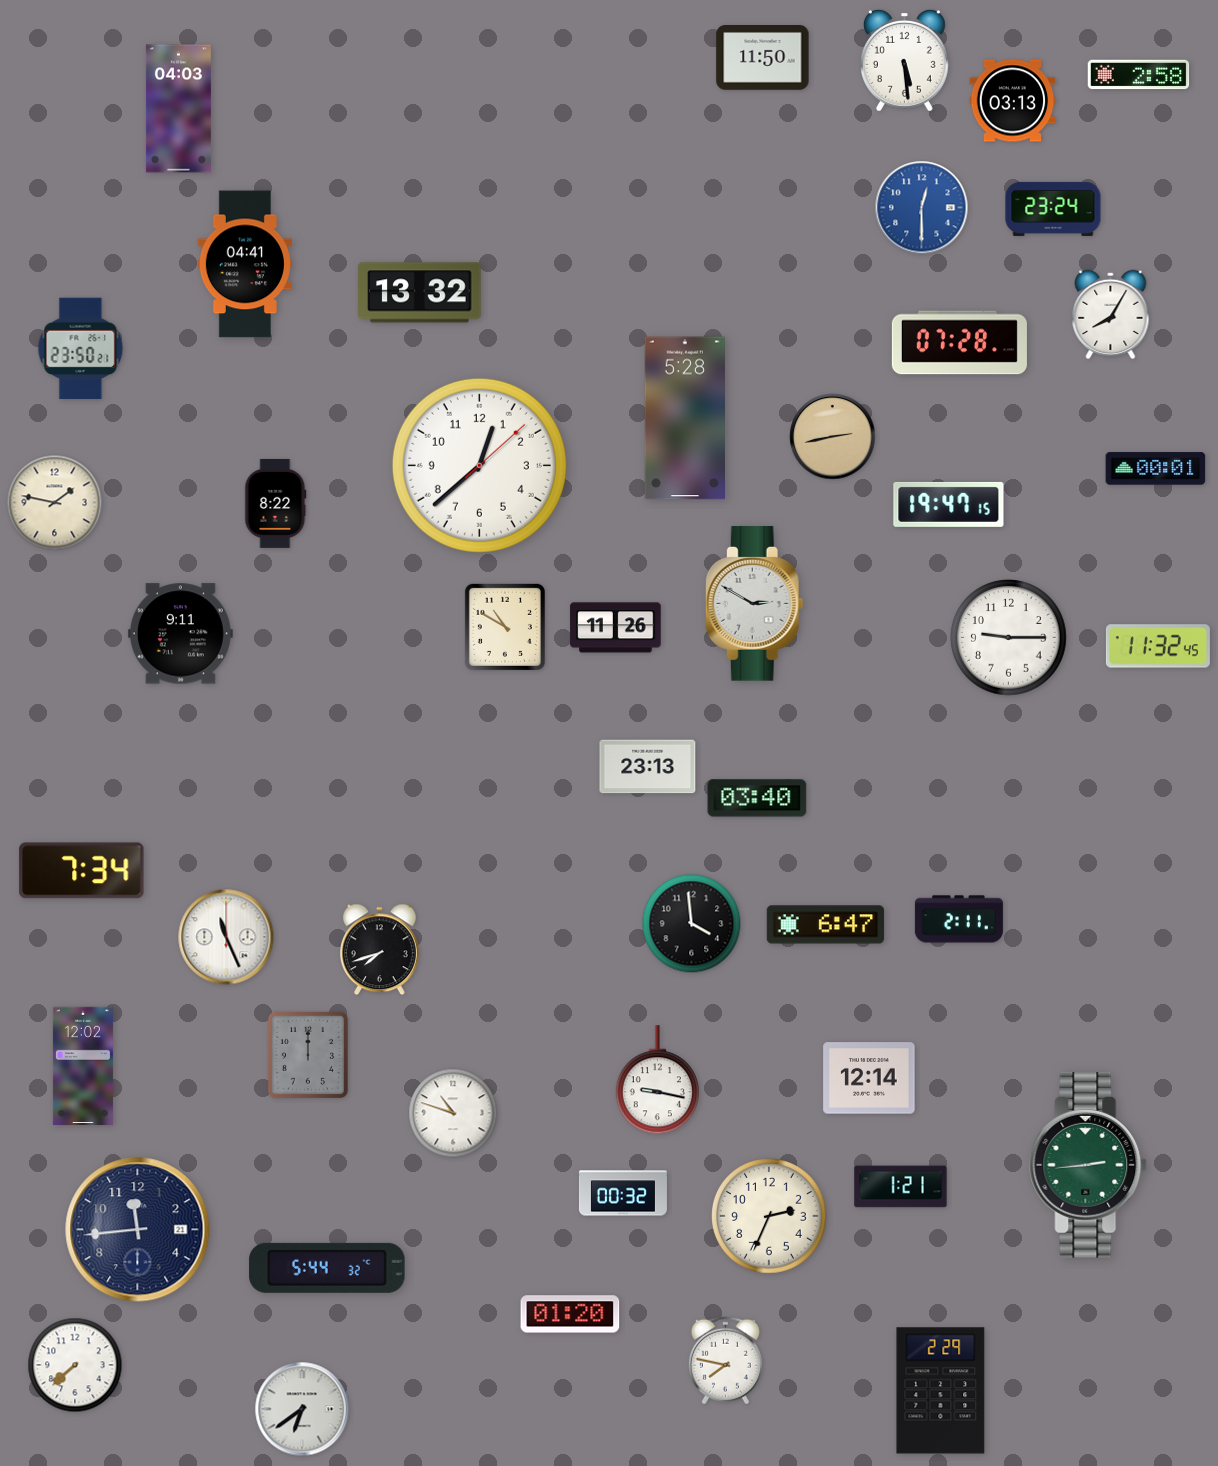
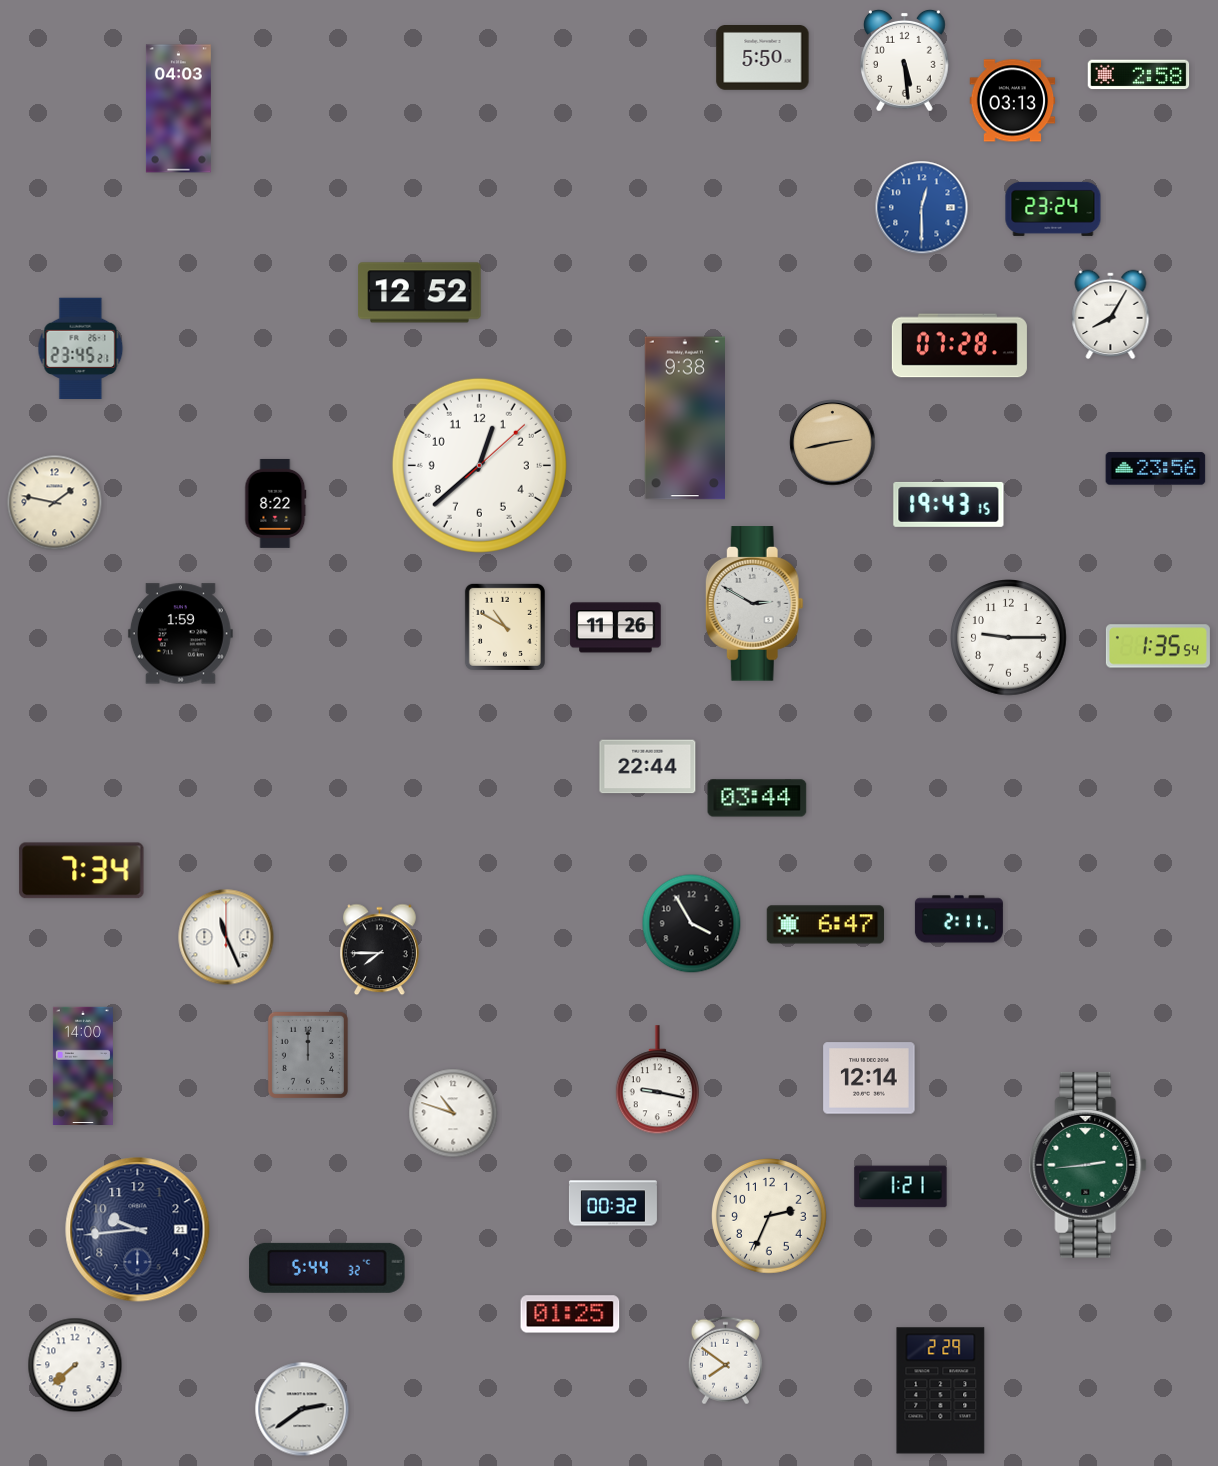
clock at (763, 58): 11:50 -> 5:50
clock at (245, 264): 04:41 -> none
clock at (420, 293): 13:32 -> 12:52
clock at (959, 343) position: (959, 343) -> (959, 346)
clock at (81, 349): 23:50 -> 23:45
clock at (684, 418): 5:28 -> 9:38
clock at (833, 437) position: (833, 437) -> (833, 443)
clock at (1156, 469): 00:01 -> 23:56
clock at (949, 504): 19:47 -> 19:43
clock at (180, 634): 9:11 -> 1:59
clock at (1158, 646): 11:32 -> 1:35
clock at (648, 767): 23:13 -> 22:44
clock at (757, 798): 03:40 -> 03:44
clock at (692, 924): 3:59 -> 3:55
clock at (380, 950): 7:42 -> 7:45
clock at (83, 1065): 12:02 -> 14:00
clock at (623, 1193) position: (623, 1193) -> (613, 1203)
clock at (138, 1230): 11:44 -> 9:44
clock at (570, 1314): 01:20 -> 01:25
clock at (725, 1361): 7:47 -> 7:51
clock at (302, 1409): 6:39 -> 2:39
